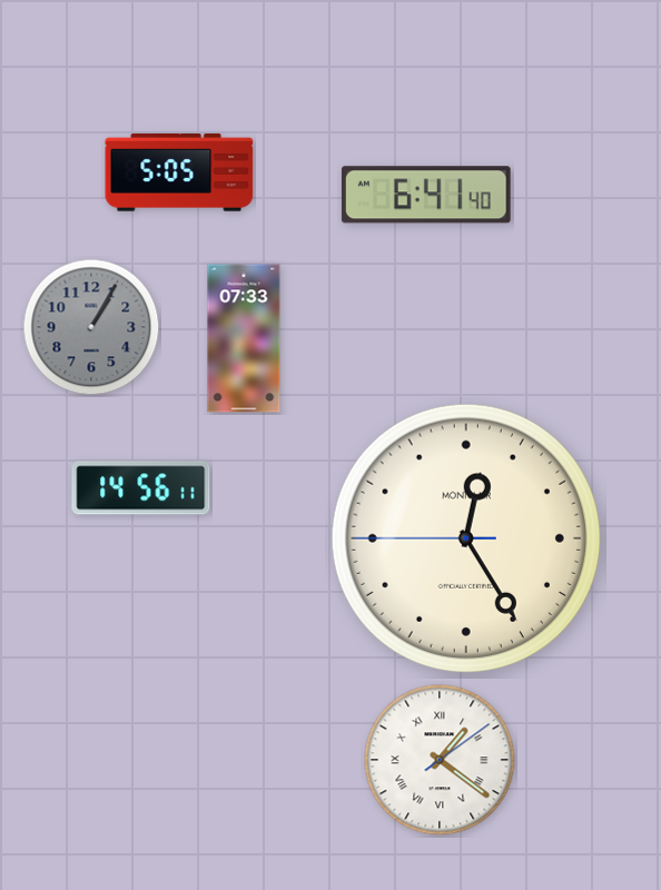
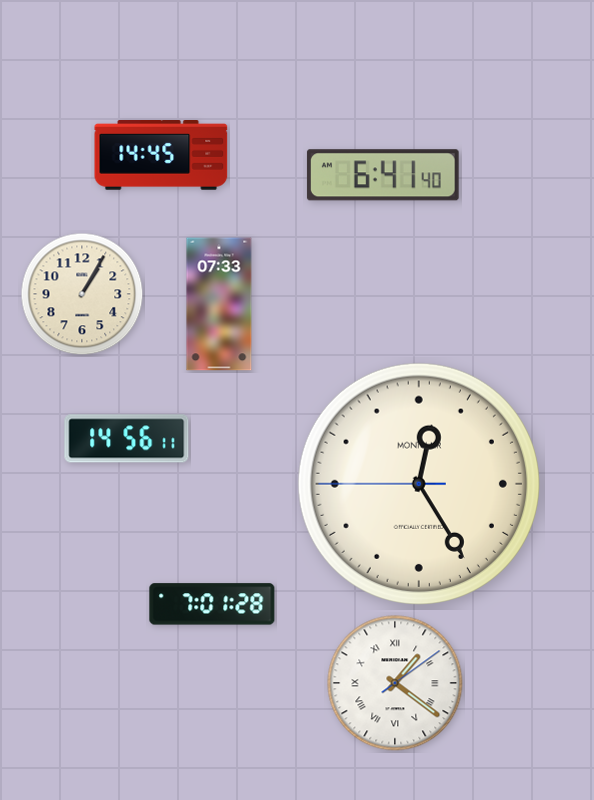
clock at (179, 174): 5:05 -> 14:45
clock at (91, 327) dial: grey -> cream
clock at (212, 604): none -> 7:01
